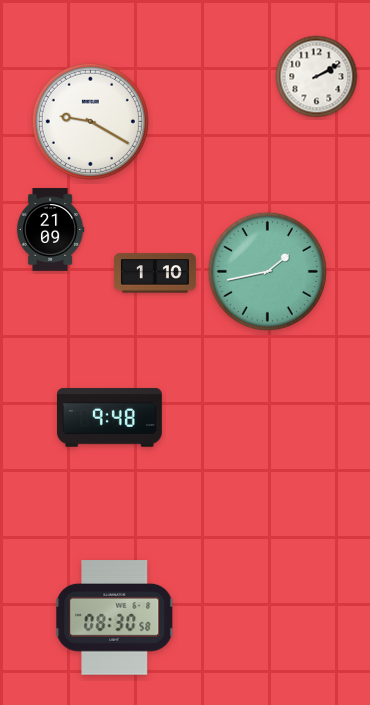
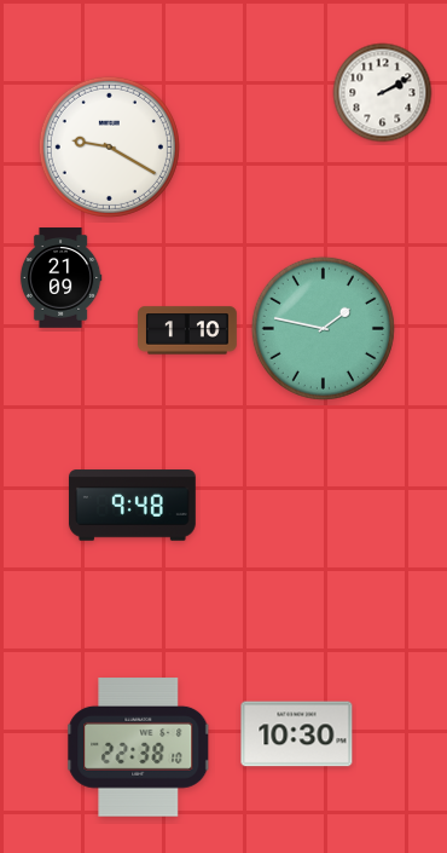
clock at (267, 271): 1:43 -> 1:47
clock at (297, 734): none -> 10:30
clock at (115, 618): 08:30 -> 22:38
